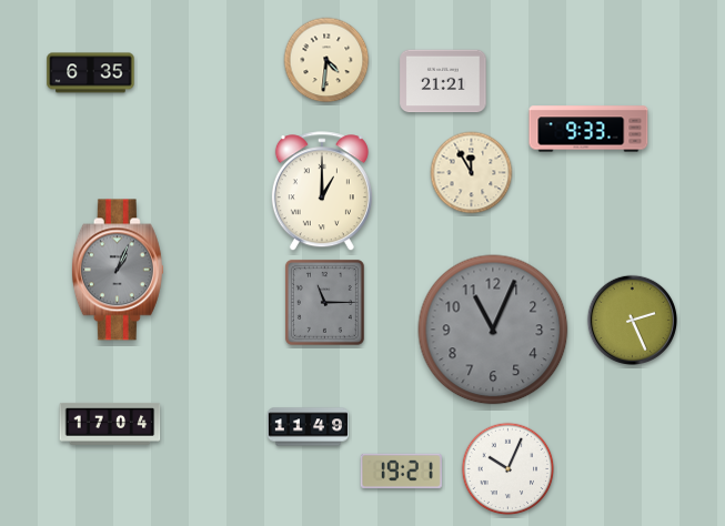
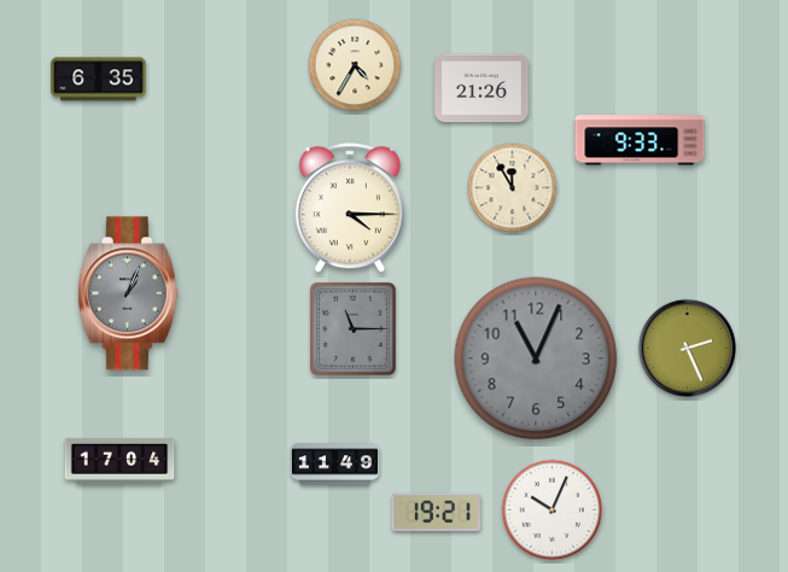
clock at (326, 60): 4:31 -> 4:35
clock at (443, 81): 21:21 -> 21:26
clock at (322, 192): 1:00 -> 4:15
